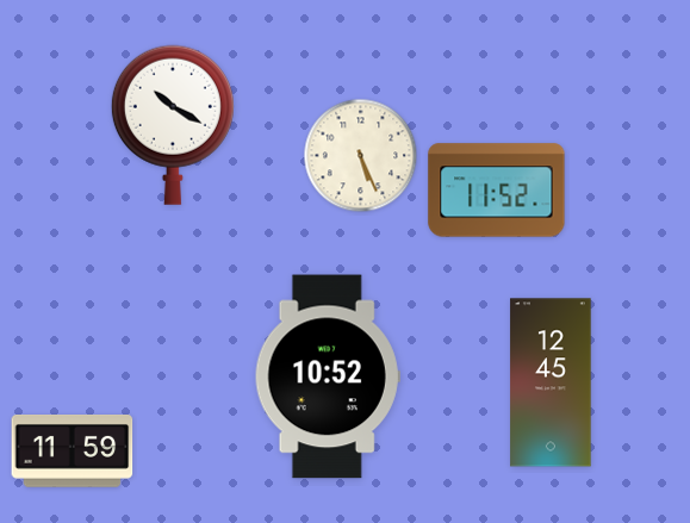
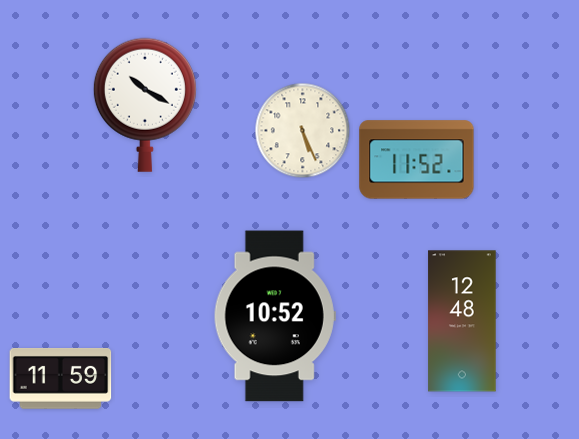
clock at (551, 382): 12:45 -> 12:48
